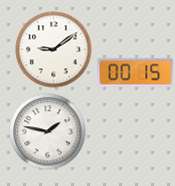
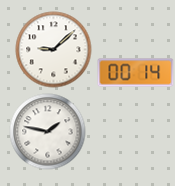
clock at (54, 50): 9:09 -> 9:08
clock at (136, 73): 00:15 -> 00:14
